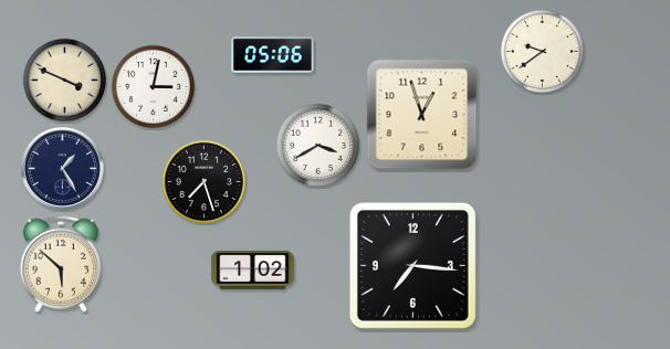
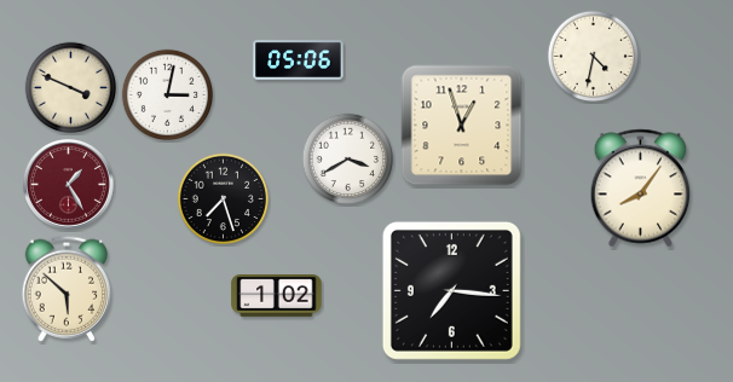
clock at (543, 52): 9:39 -> 4:32
clock at (62, 168) dial: navy -> burgundy
clock at (641, 189): none -> 8:06
